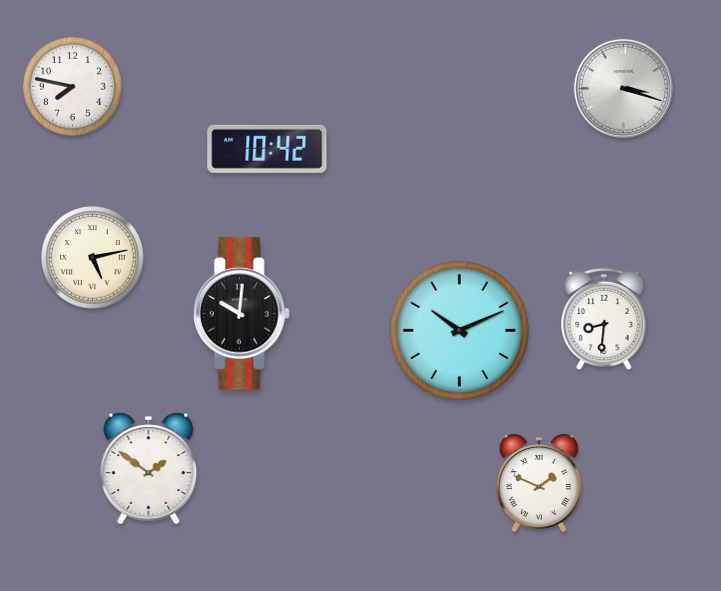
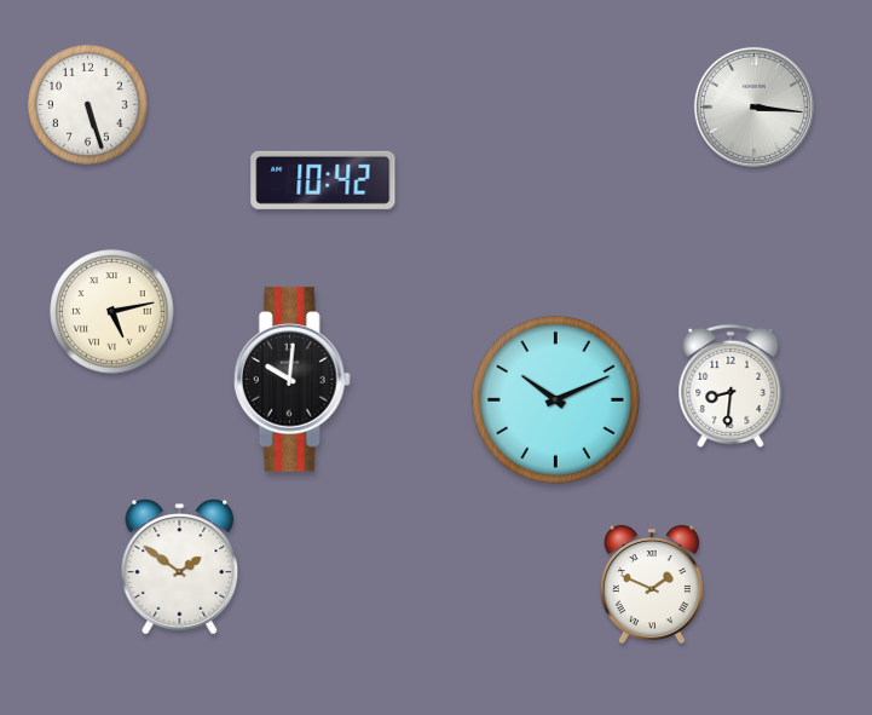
clock at (72, 86): 7:47 -> 5:27
clock at (623, 88): 3:18 -> 3:16
